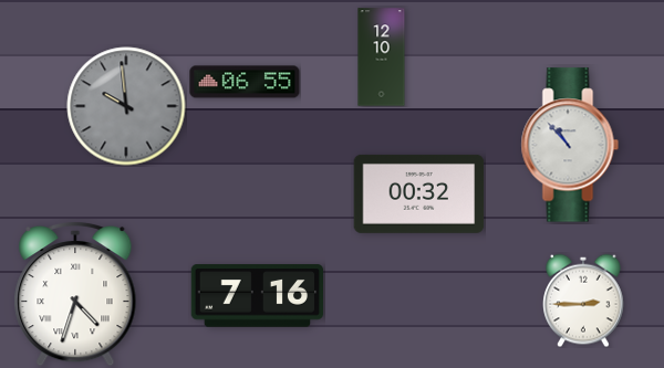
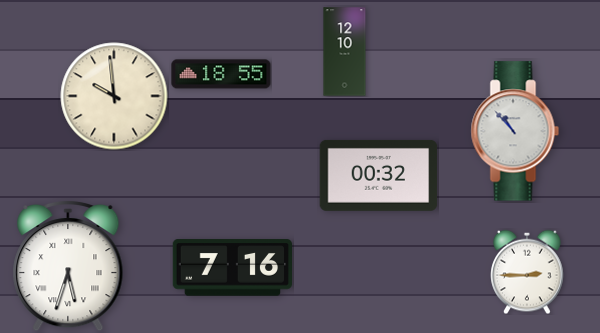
clock at (245, 82): 06:55 -> 18:55
clock at (126, 106) dial: grey -> cream
clock at (75, 294): 4:33 -> 5:33
